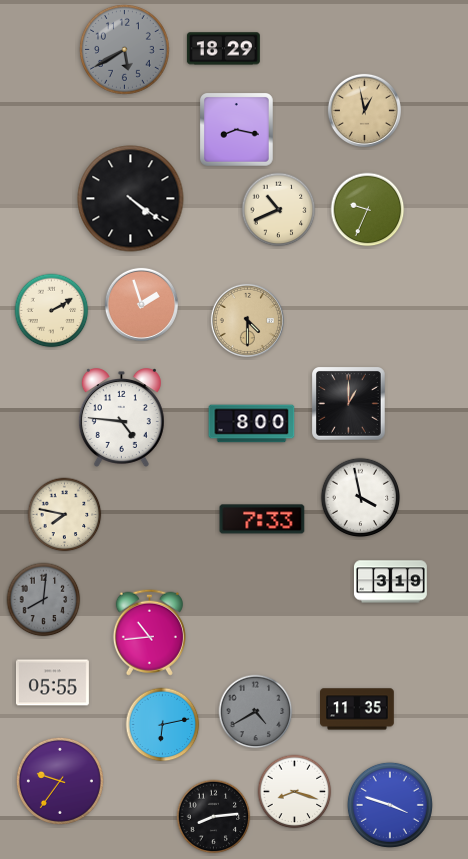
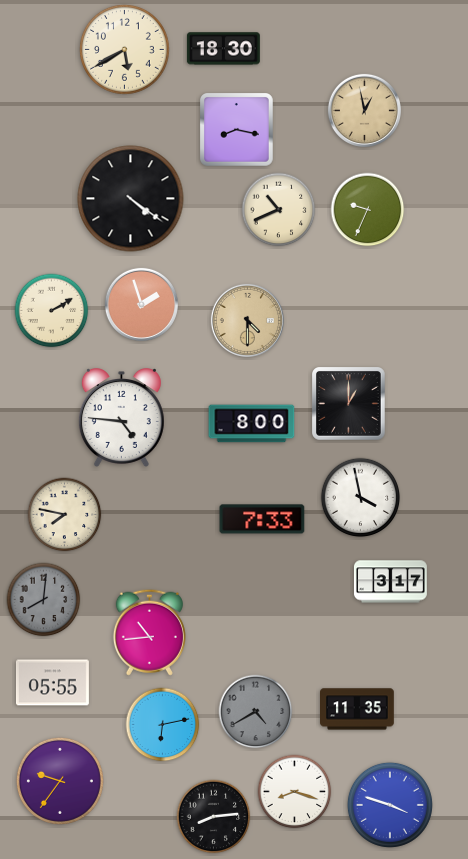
clock at (124, 49) dial: grey -> cream
clock at (223, 49): 18:29 -> 18:30
clock at (390, 582): 3:19 -> 3:17
